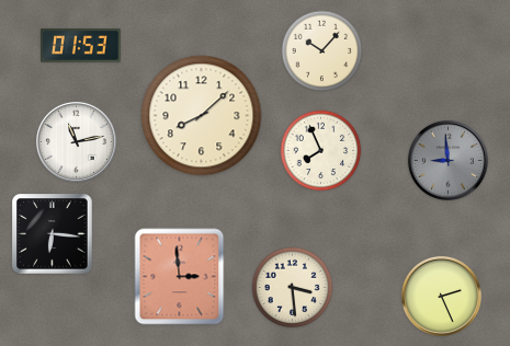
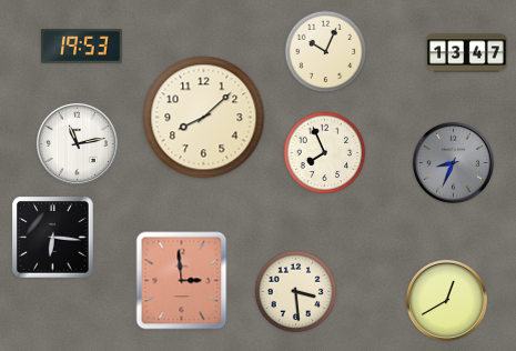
clock at (81, 46): 01:53 -> 19:53
clock at (322, 51): 10:07 -> 10:04
clock at (467, 53): none -> 13:47
clock at (447, 160): 8:59 -> 8:34
clock at (441, 296): 2:26 -> 12:40
